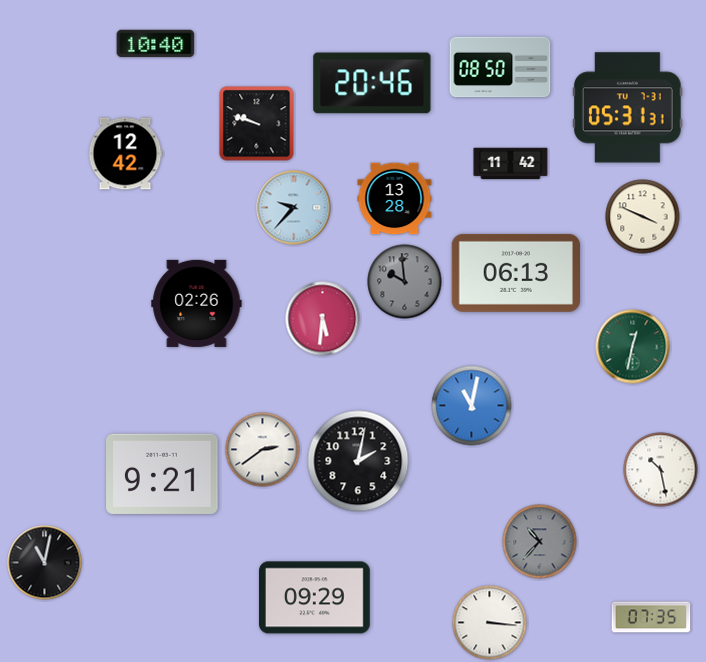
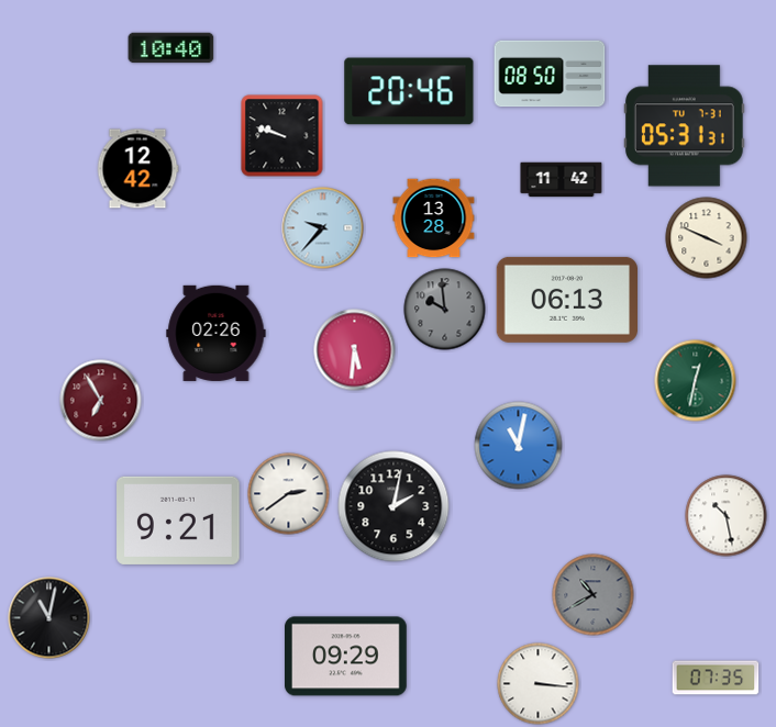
clock at (627, 108) position: (627, 108) -> (684, 126)
clock at (101, 401): none -> 6:55
clock at (540, 542): 10:37 -> 10:40
